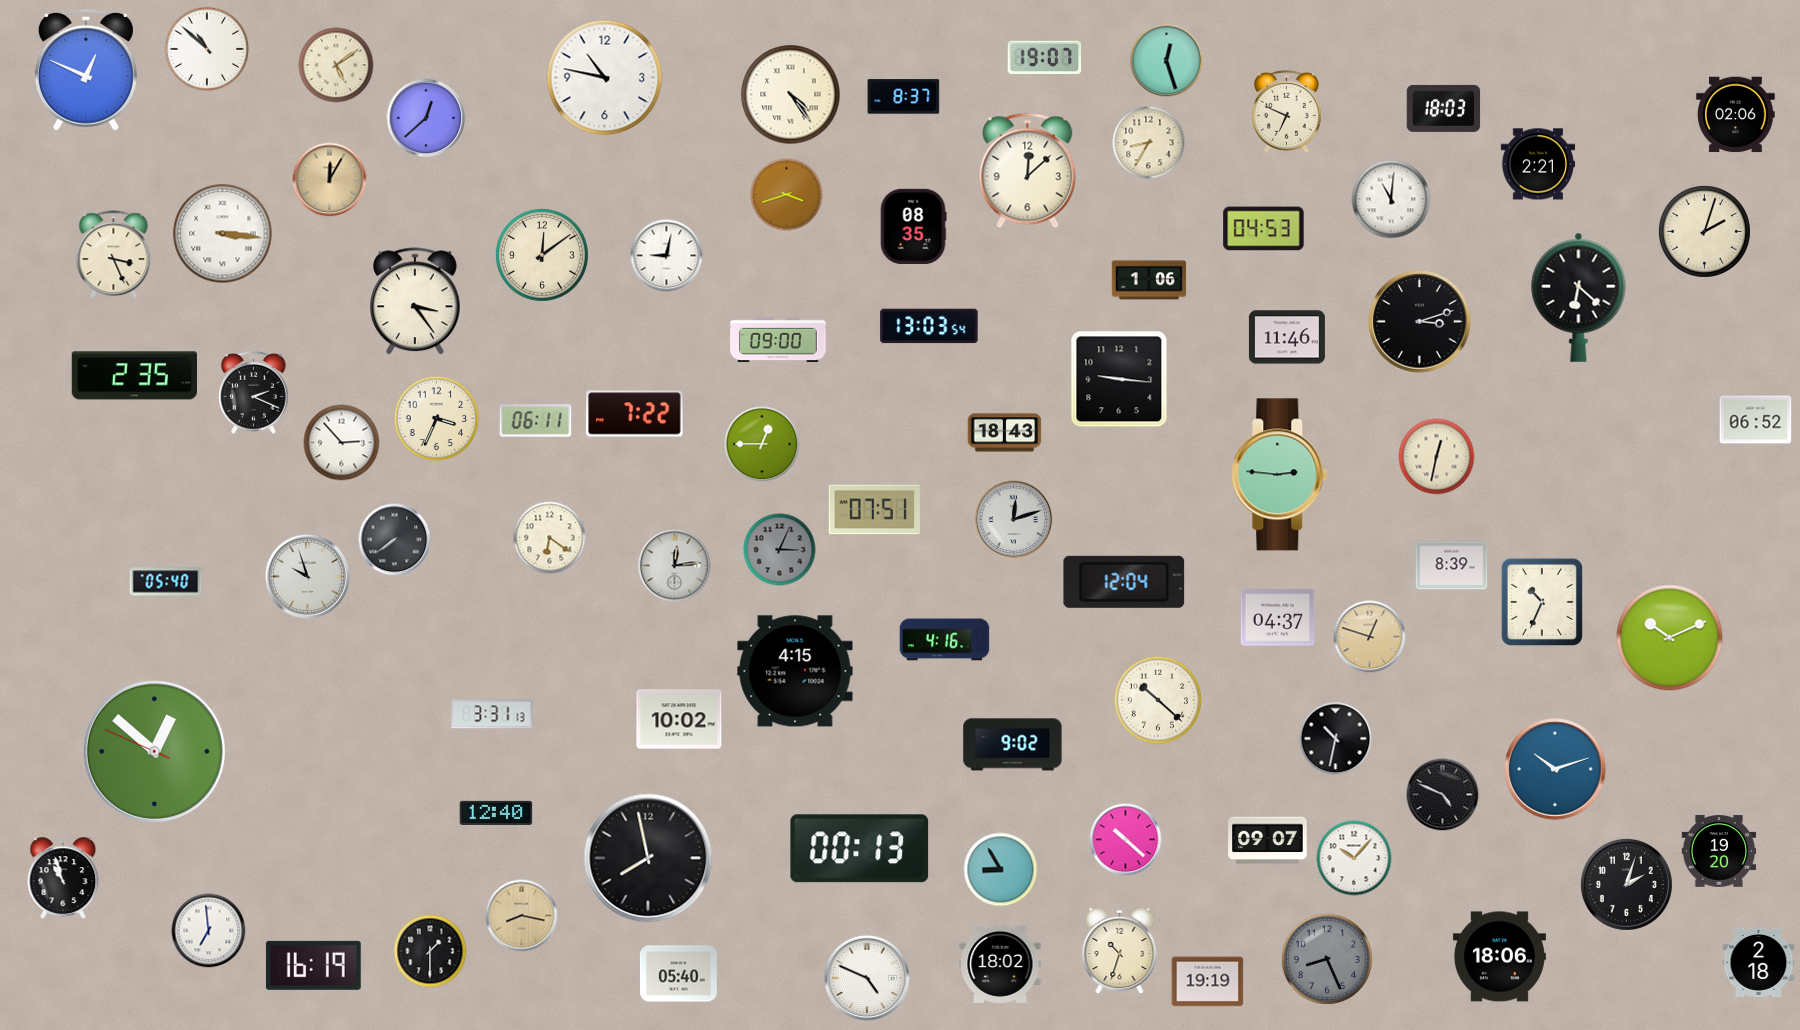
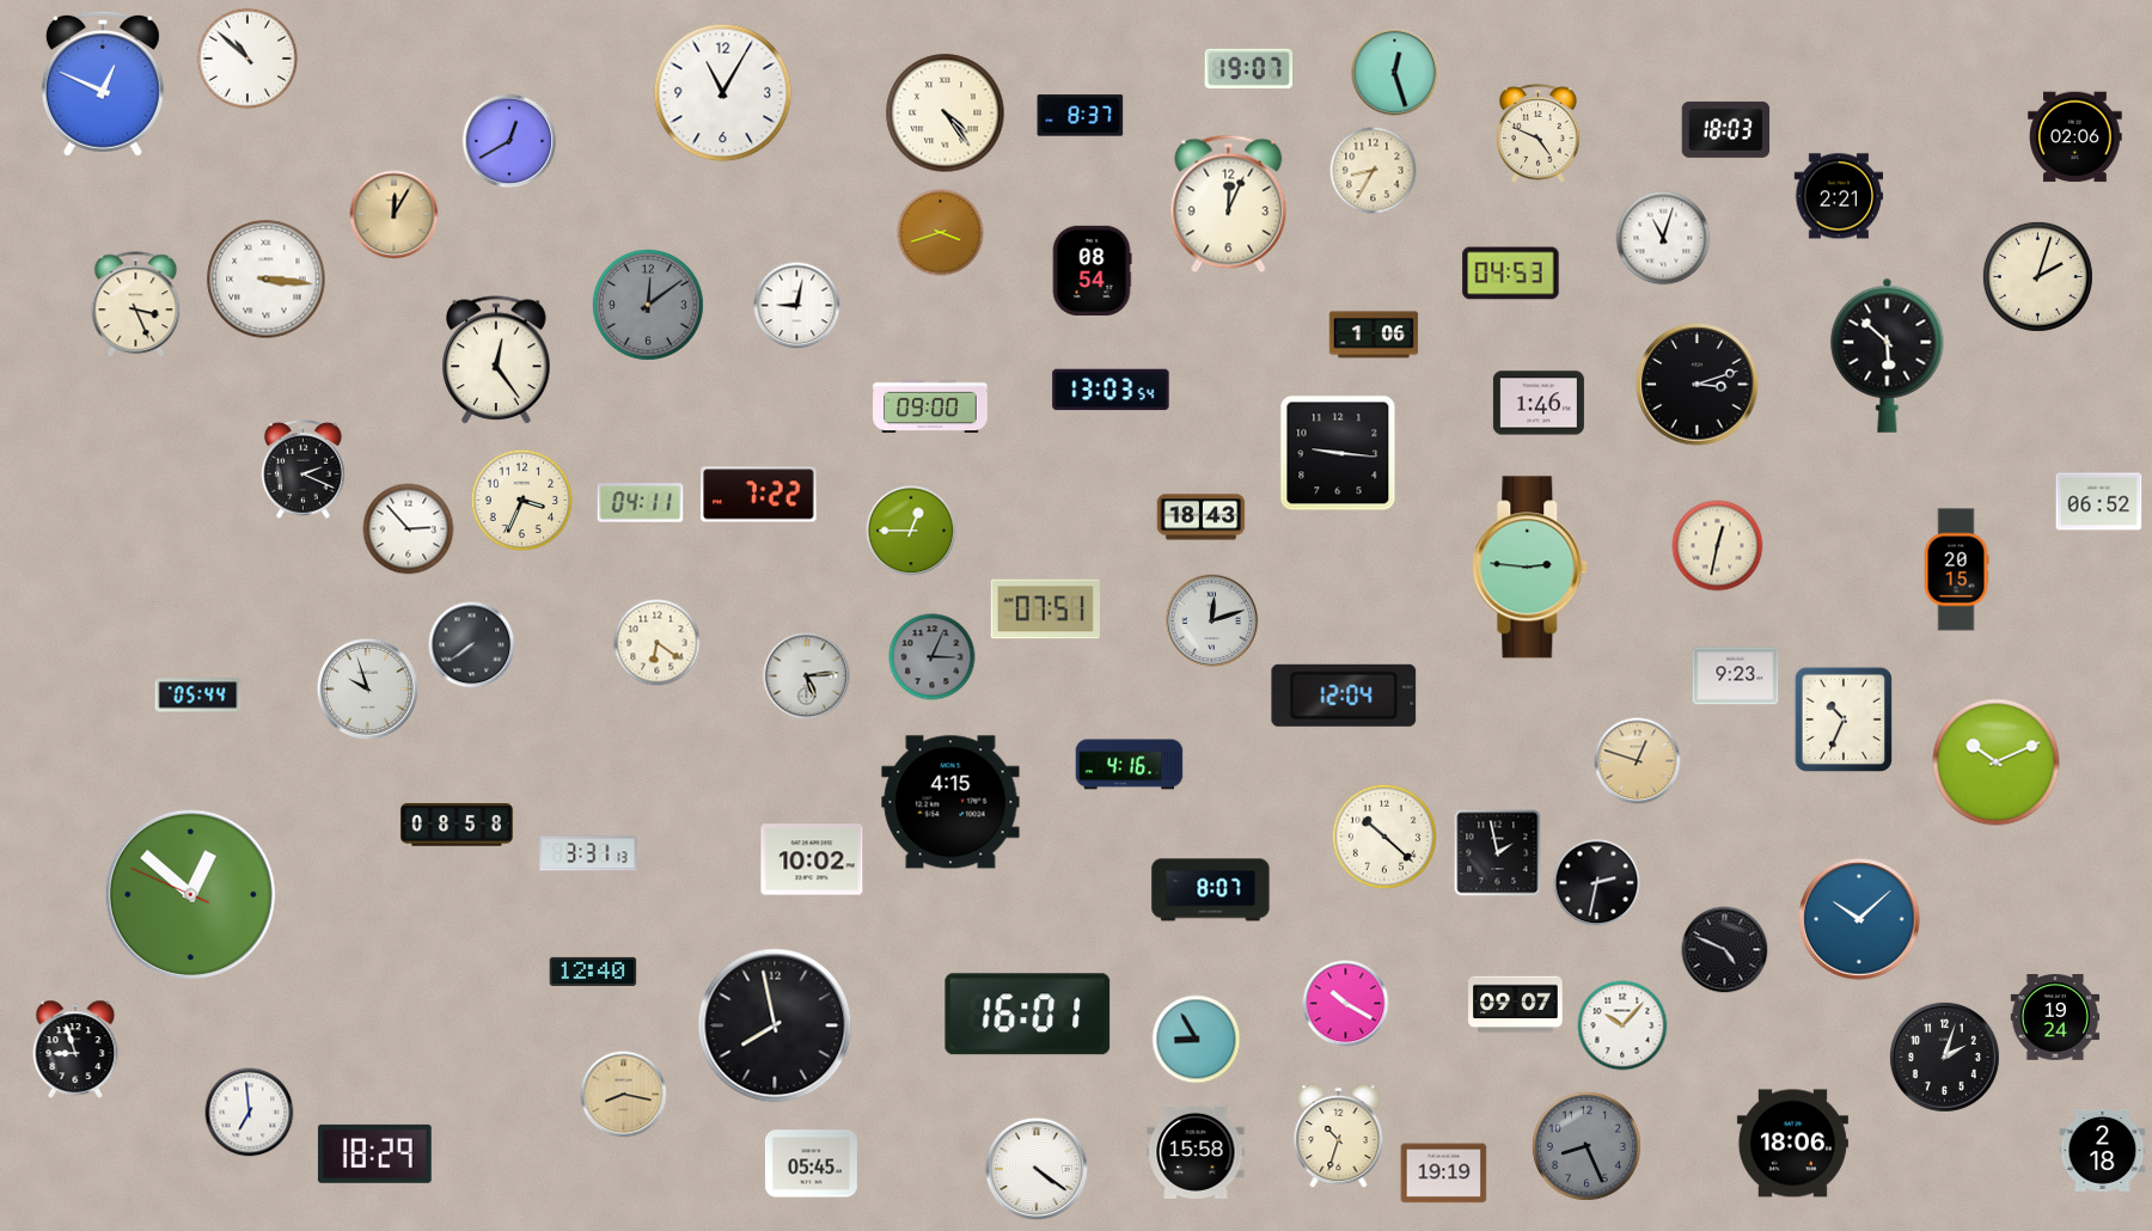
clock at (336, 65): 5:09 -> none
clock at (605, 78): 10:47 -> 11:05
clock at (1286, 111): 6:49 -> 4:49
clock at (426, 118): 12:38 -> 12:40
clock at (1028, 171): 12:08 -> 12:04
clock at (1391, 199): 11:01 -> 11:03
clock at (913, 226): 08:35 -> 08:54
clock at (542, 255) dial: cream -> grey
clock at (1579, 297): 6:22 -> 5:52
clock at (415, 302): 3:24 -> 12:24
clock at (1287, 337): 11:46 -> 1:46
clock at (134, 376): 2:35 -> none
clock at (536, 421): 06:11 -> 04:11
clock at (1956, 570): none -> 20:15
clock at (675, 566): 12:14 -> 5:14
clock at (1452, 566): 8:39 -> 9:23
clock at (166, 582): 05:40 -> 05:44
clock at (1278, 618): 04:37 -> none
clock at (457, 825): none -> 08:58
clock at (1498, 853): none -> 1:58
clock at (1336, 739): 10:32 -> 2:32
clock at (1013, 745): 9:02 -> 8:07
clock at (154, 751) position: (154, 751) -> (190, 894)
clock at (1555, 769): 10:12 -> 10:08
clock at (1126, 840): 10:22 -> 10:20
clock at (860, 849): 00:13 -> 16:01
clock at (1719, 851): 19:20 -> 19:24
clock at (1354, 858) position: (1354, 858) -> (1622, 1025)
clock at (63, 877): 10:57 -> 8:57
clock at (430, 951): 1:30 -> none
clock at (1000, 964): 18:02 -> 15:58
clock at (313, 965): 16:19 -> 18:29
clock at (678, 974): 05:40 -> 05:45
clock at (866, 977): 4:49 -> 4:21
